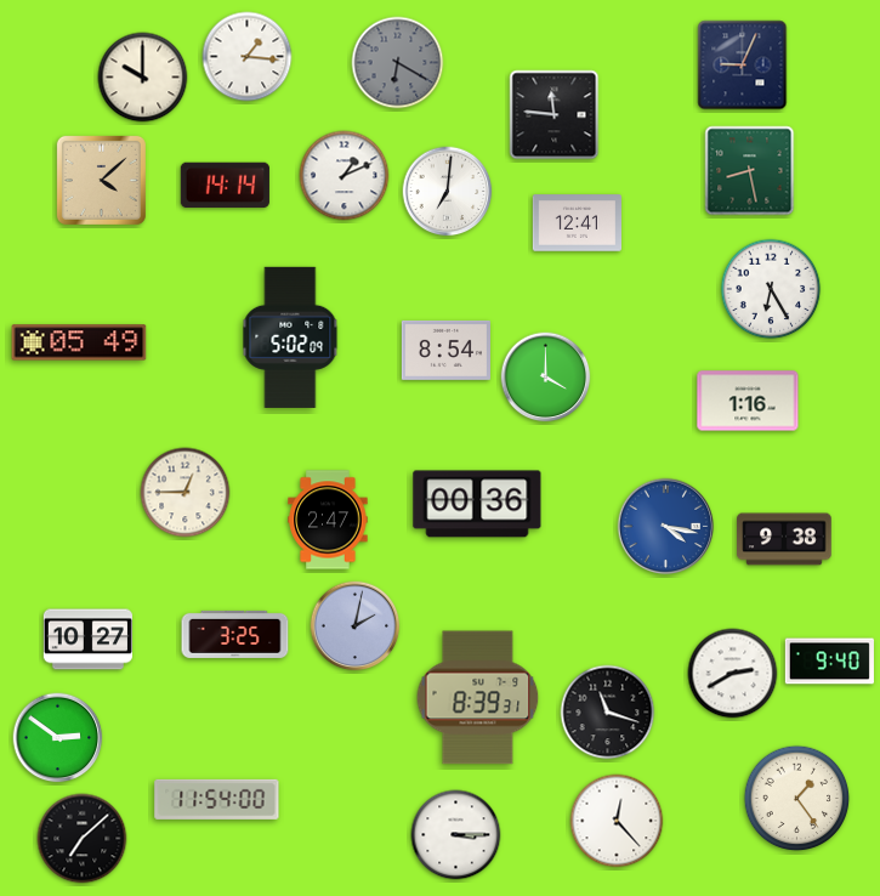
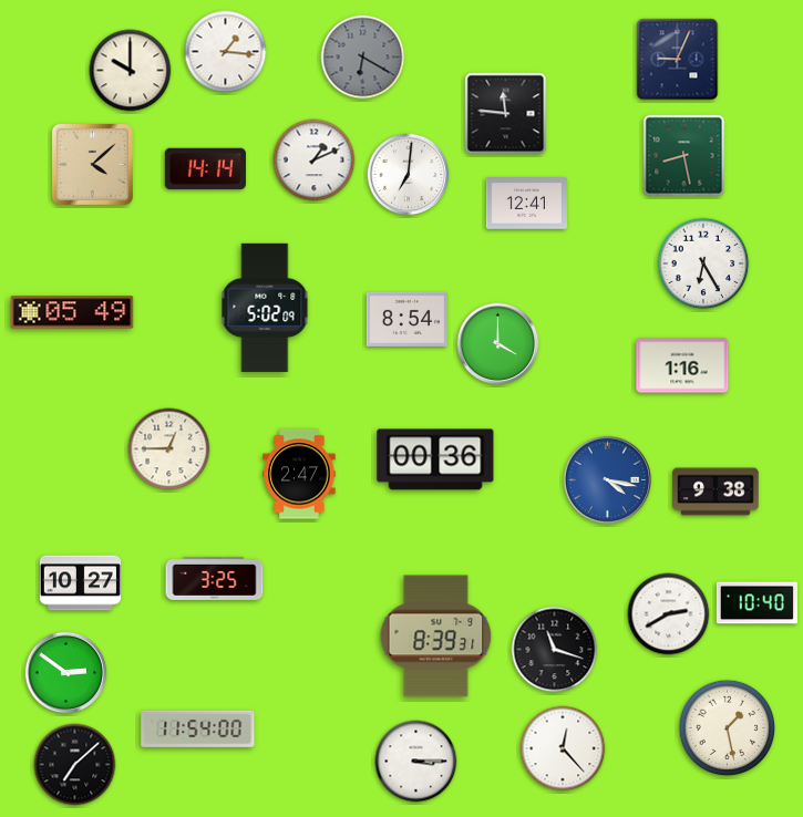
clock at (555, 115) position: (555, 115) -> (506, 114)
clock at (356, 626): 2:02 -> none
clock at (829, 662): 9:40 -> 10:40
clock at (58, 738) position: (58, 738) -> (66, 673)
clock at (797, 799): 1:24 -> 1:28
